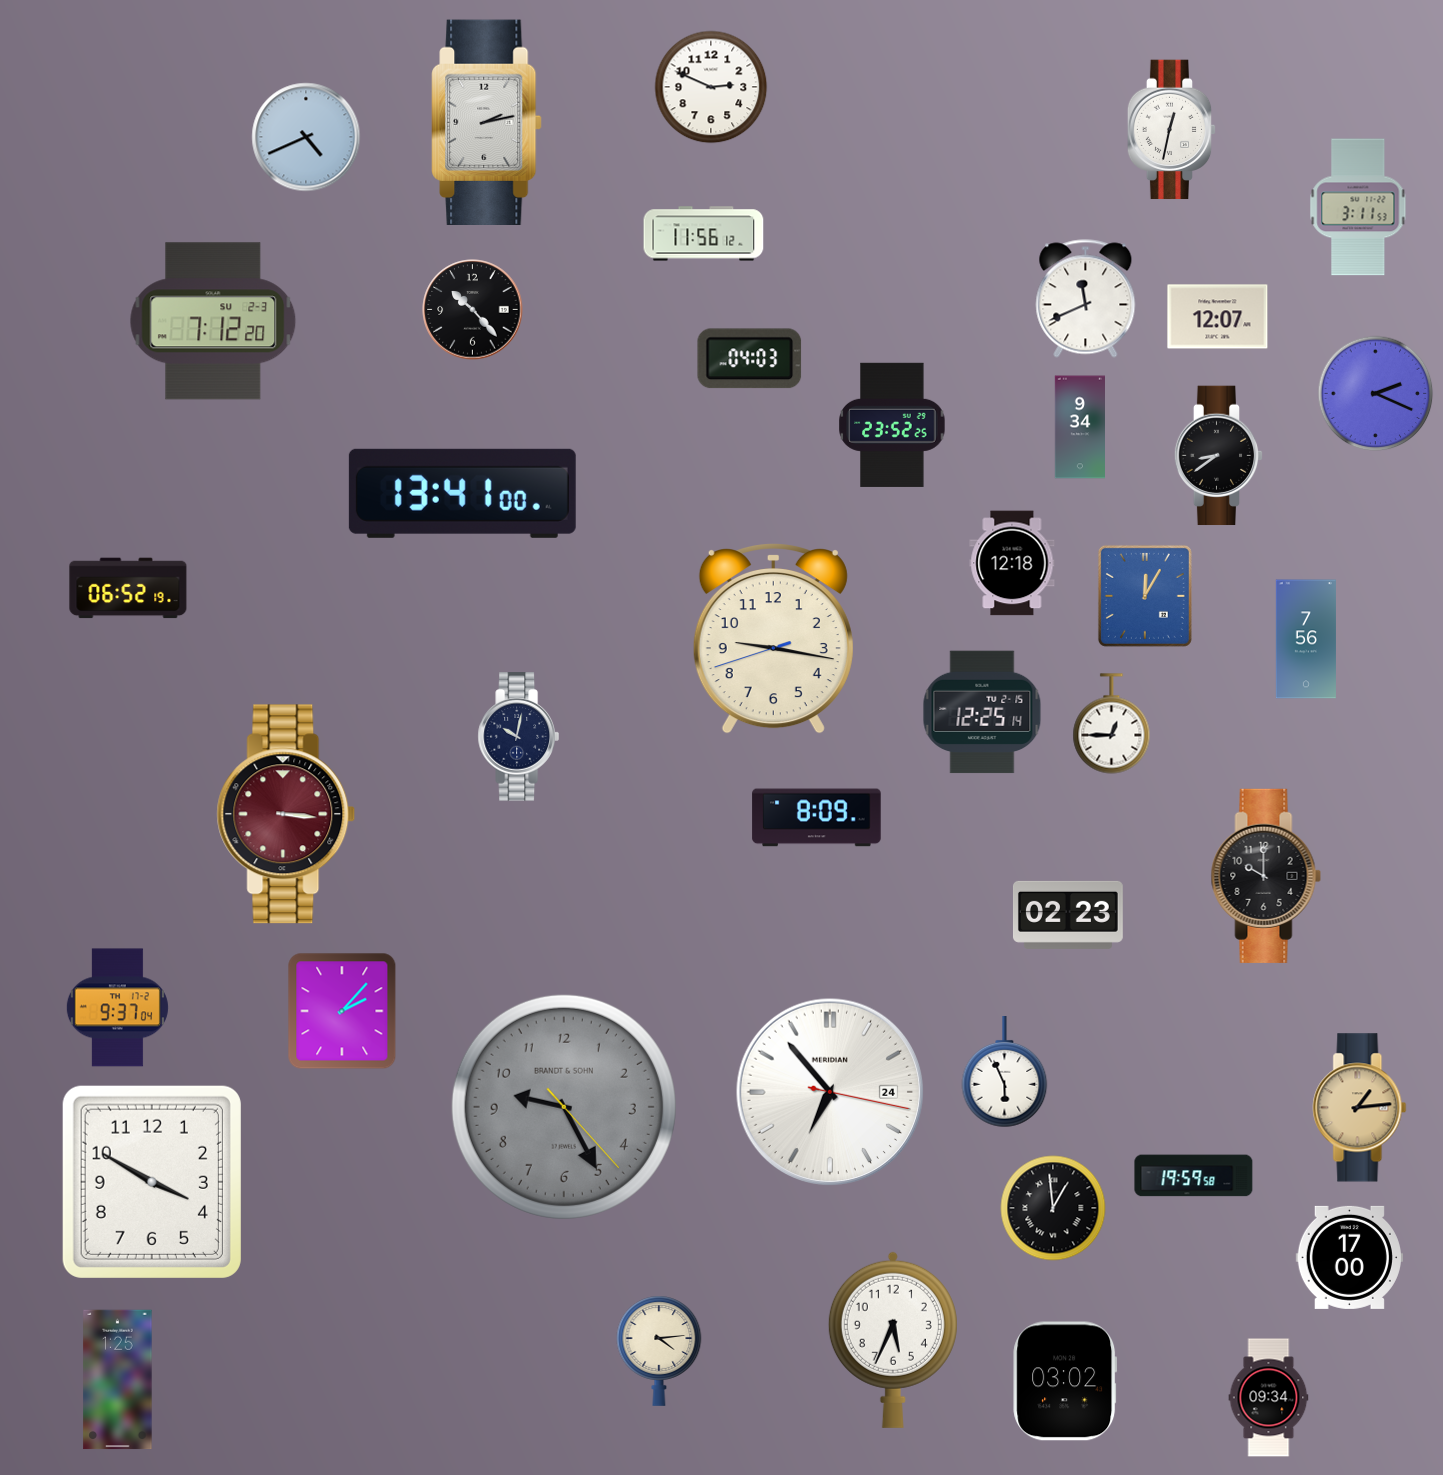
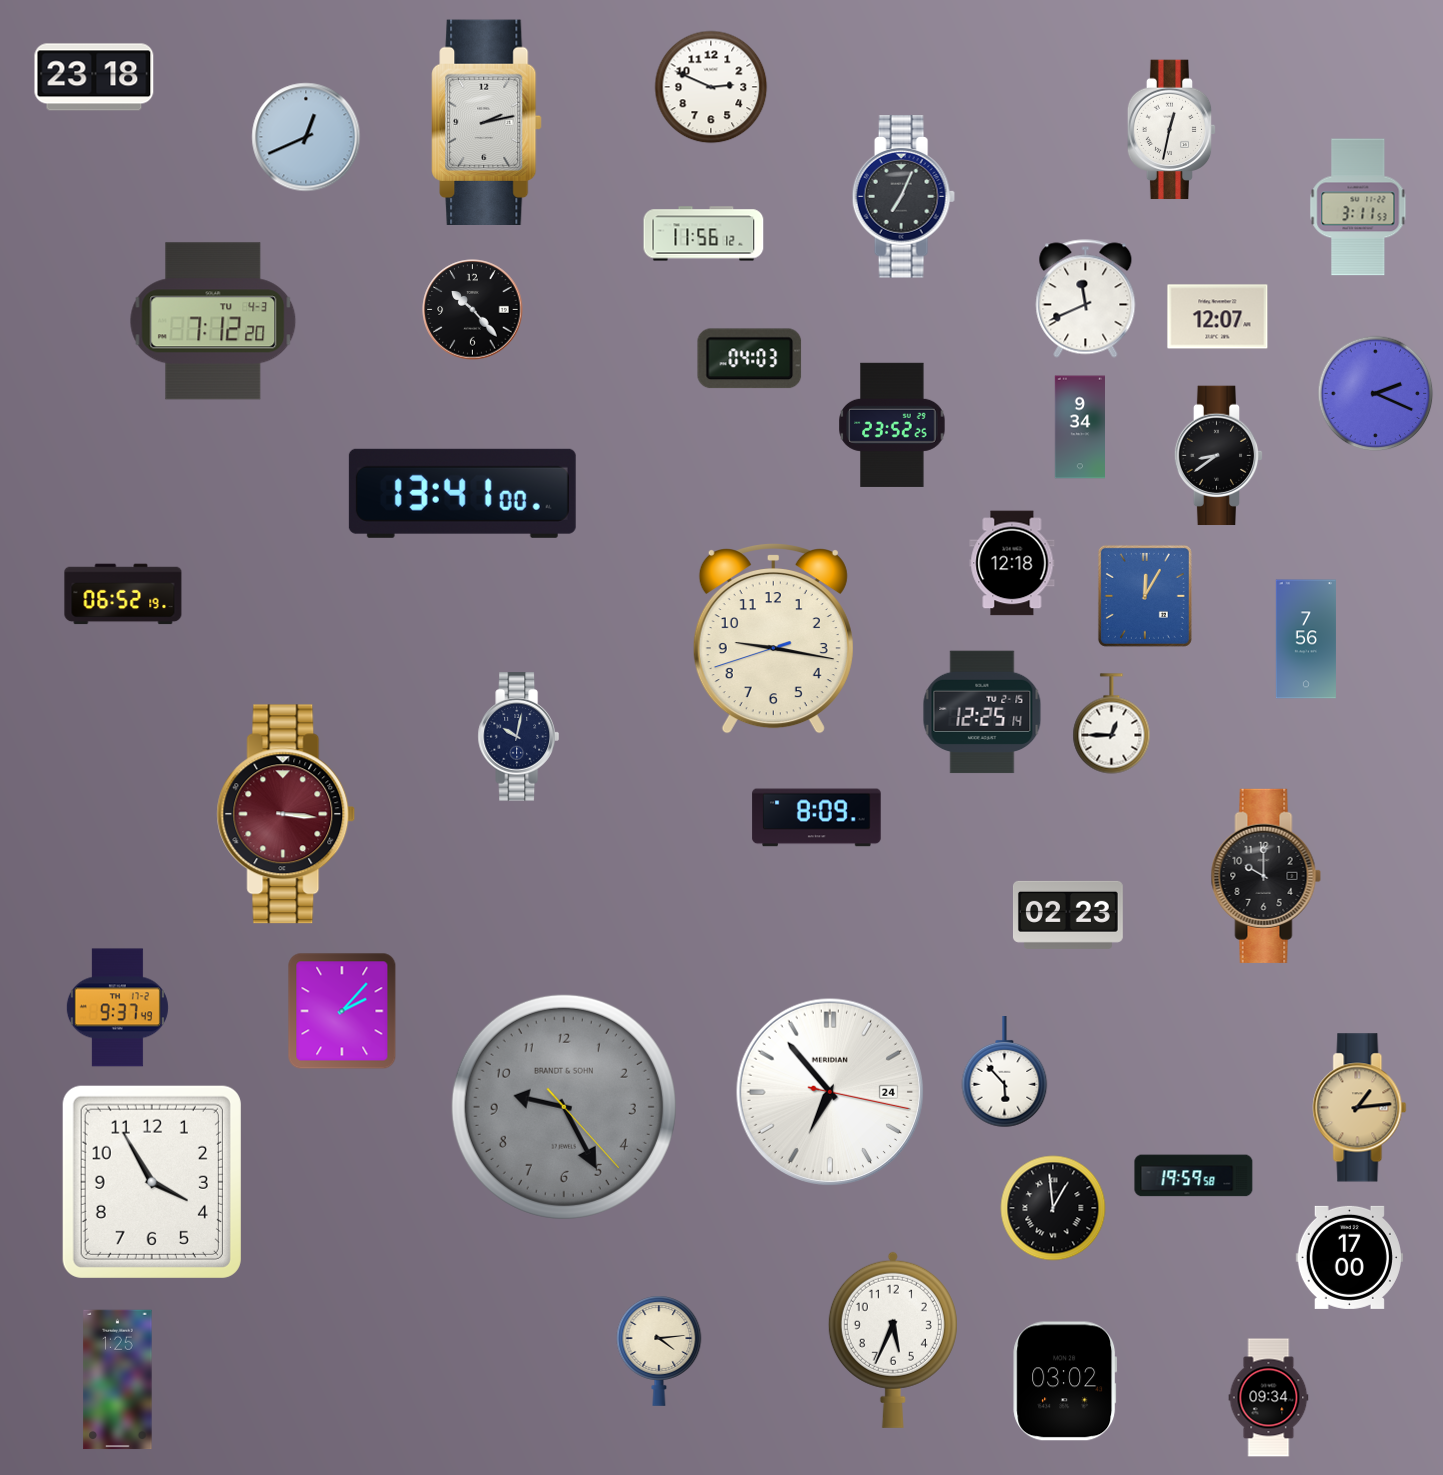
clock at (94, 77): none -> 23:18
clock at (306, 137): 4:41 -> 12:41
clock at (903, 197): none -> 7:04
clock at (213, 321) date: SU 2-3 -> TU 4-3
clock at (128, 588) position: (128, 588) -> (123, 594)
clock at (117, 1008): 9:37:04 -> 9:37:49
clock at (1005, 1073): 5:56 -> 5:53
clock at (152, 1182): 3:50 -> 3:55
